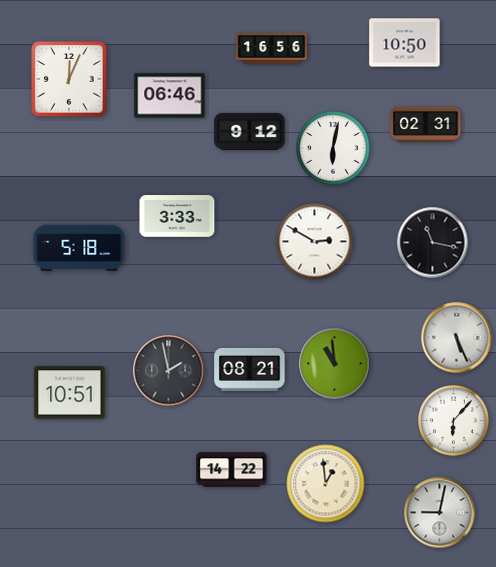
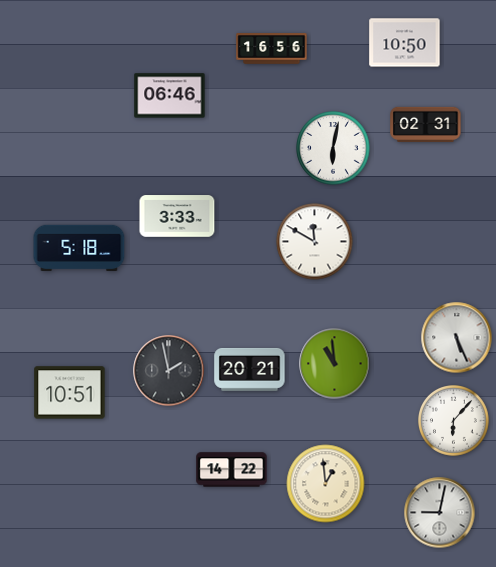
clock at (69, 79): 12:04 -> none
clock at (250, 131): 9:12 -> none
clock at (315, 242): 2:50 -> 11:50
clock at (433, 243): 11:17 -> none
clock at (250, 369): 08:21 -> 20:21
